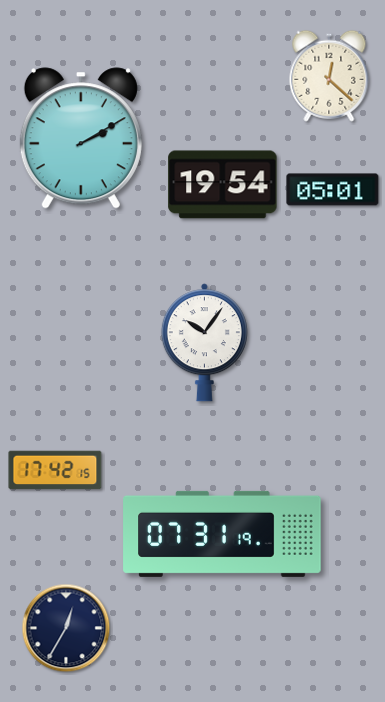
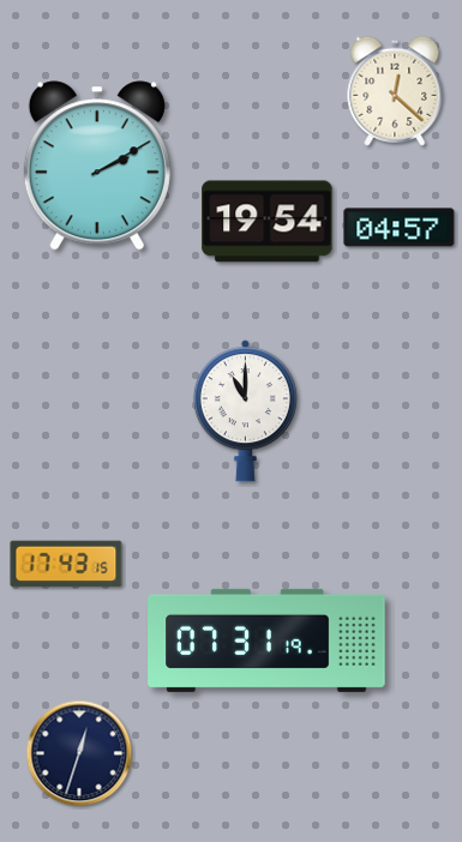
clock at (333, 190): 05:01 -> 04:57
clock at (204, 343): 10:06 -> 11:00
clock at (55, 470): 17:42 -> 17:43
clock at (66, 628): 12:35 -> 12:33
